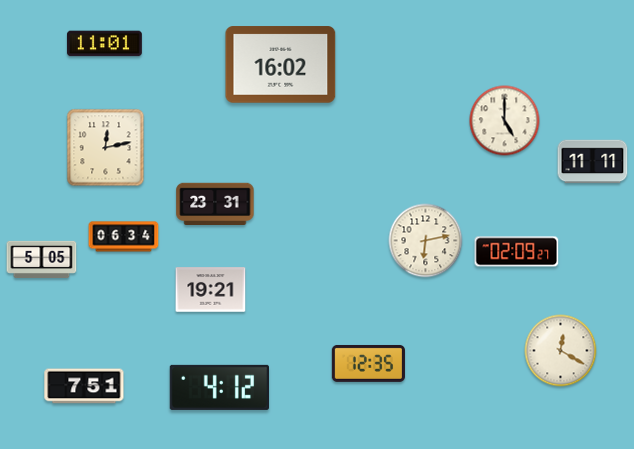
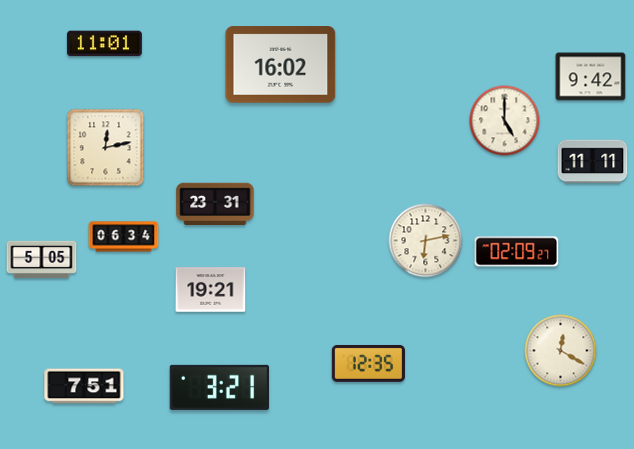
clock at (591, 77): none -> 9:42
clock at (219, 387): 4:12 -> 3:21
